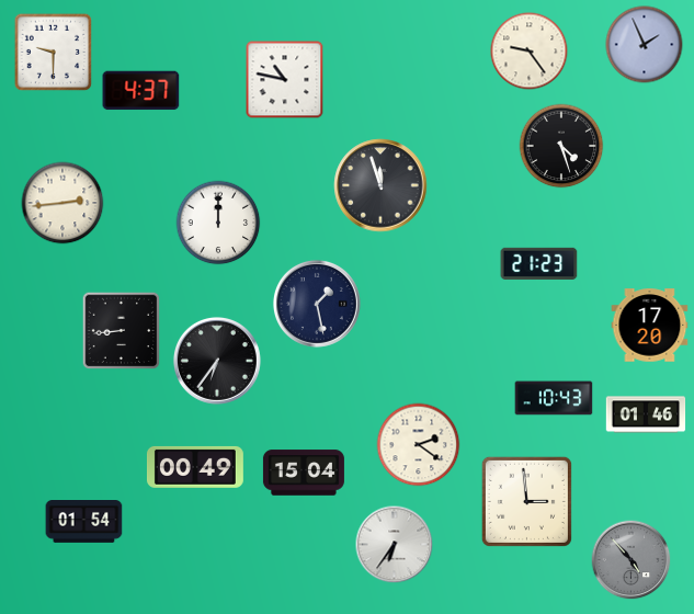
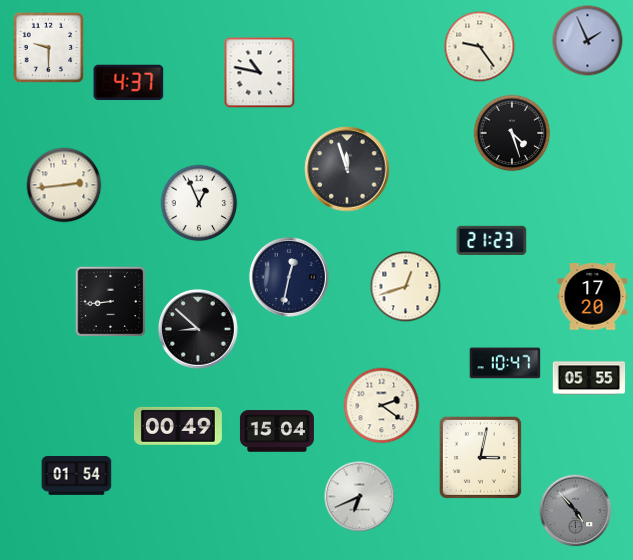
clock at (530, 52) position: (530, 52) -> (480, 47)
clock at (62, 203) position: (62, 203) -> (64, 185)
clock at (218, 223): 12:00 -> 12:56
clock at (317, 304): 1:28 -> 12:32
clock at (406, 287): none -> 12:42
clock at (217, 361): 6:36 -> 8:52
clock at (554, 398): 10:43 -> 10:47
clock at (646, 414): 01:46 -> 05:55
clock at (526, 501): 2:59 -> 3:02
clock at (395, 545): 6:36 -> 6:41
